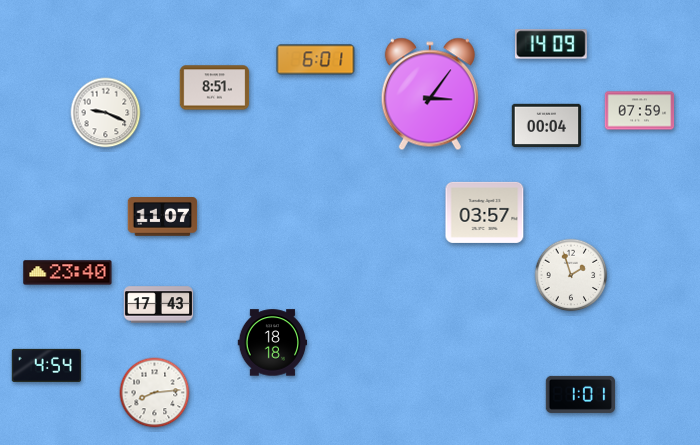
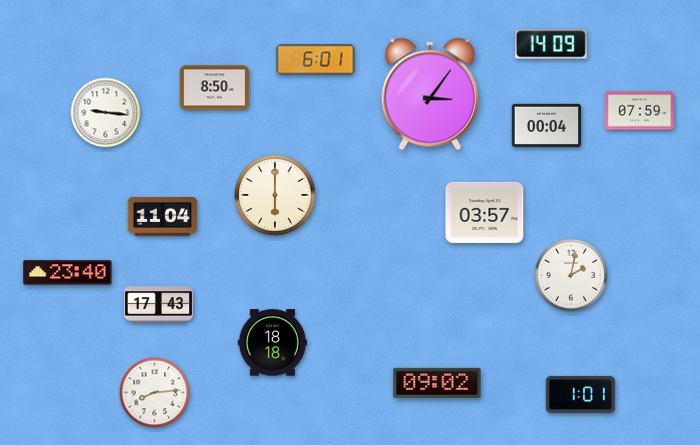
clock at (215, 88): 8:51 -> 8:50
clock at (106, 113): 9:19 -> 9:16
clock at (275, 195): none -> 6:00
clock at (163, 217): 11:07 -> 11:04
clock at (571, 275): 1:57 -> 2:02
clock at (47, 365): 4:54 -> none
clock at (437, 383): none -> 09:02
